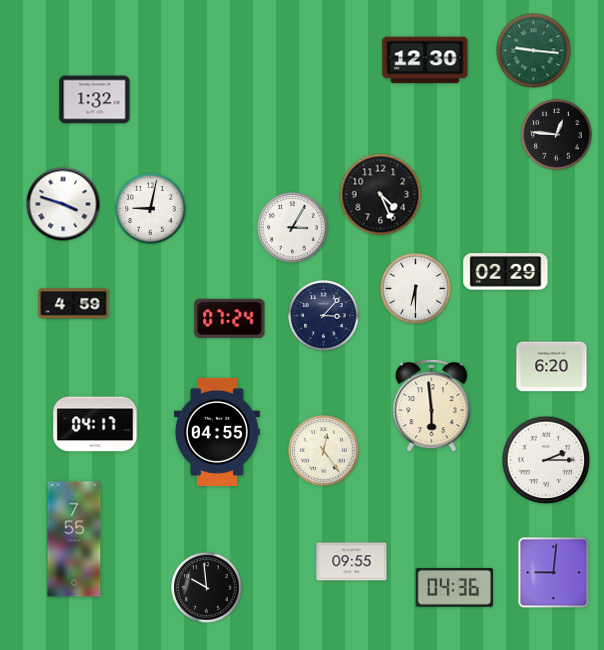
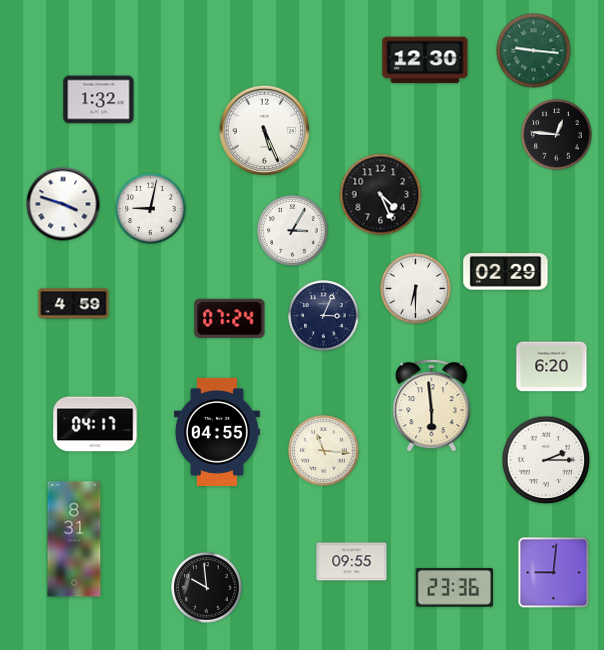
clock at (95, 100) position: (95, 100) -> (99, 100)
clock at (264, 130): none -> 5:26
clock at (293, 228) position: (293, 228) -> (293, 231)
clock at (324, 316): 3:07 -> 3:04
clock at (324, 451): 12:24 -> 11:16
clock at (74, 539): 7:55 -> 8:31
clock at (455, 587): 04:36 -> 23:36
